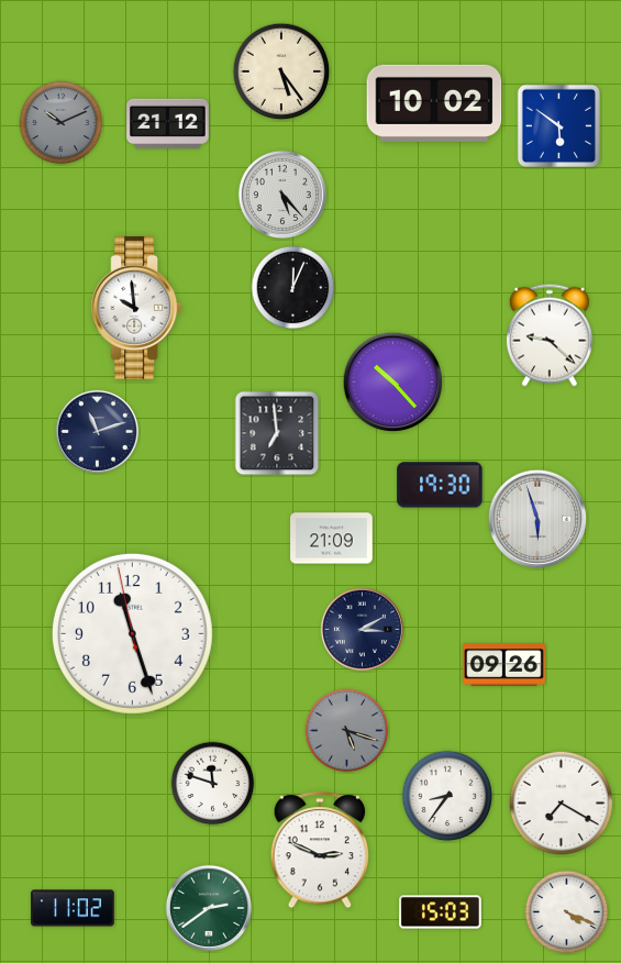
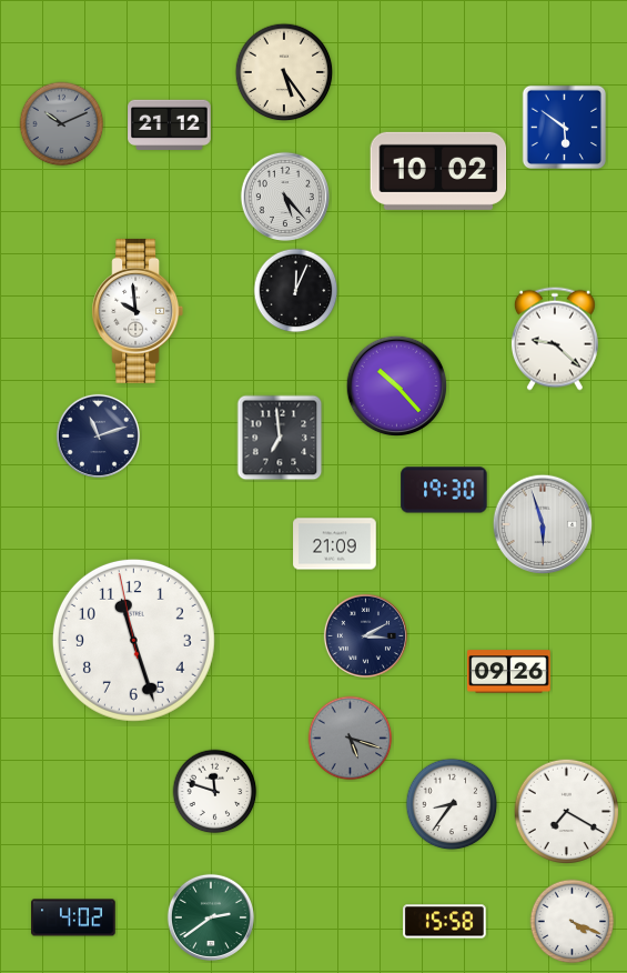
clock at (434, 103) position: (434, 103) -> (438, 171)
clock at (320, 851): 2:49 -> none
clock at (73, 908): 11:02 -> 4:02
clock at (441, 912): 15:03 -> 15:58
